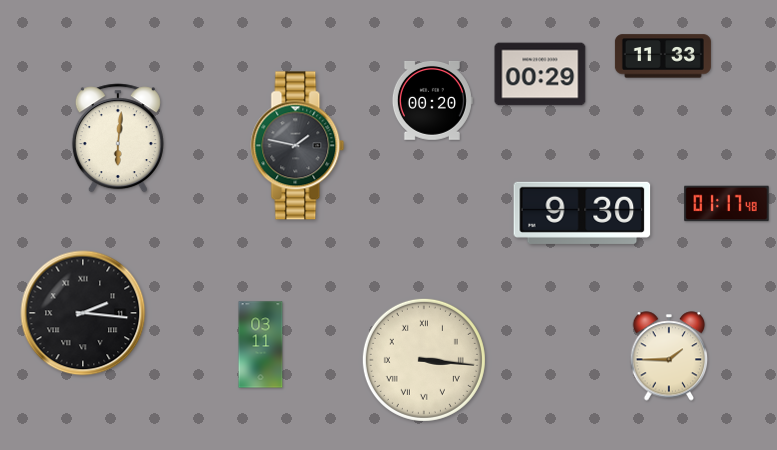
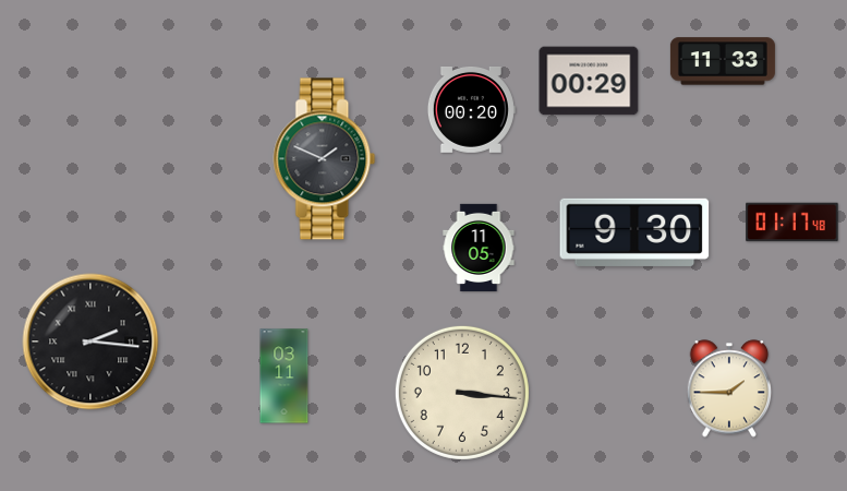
clock at (118, 138): 6:01 -> none
clock at (298, 146): 1:47 -> 1:49
clock at (479, 247): none -> 11:05
clock at (424, 360) numerals: Roman -> Arabic
